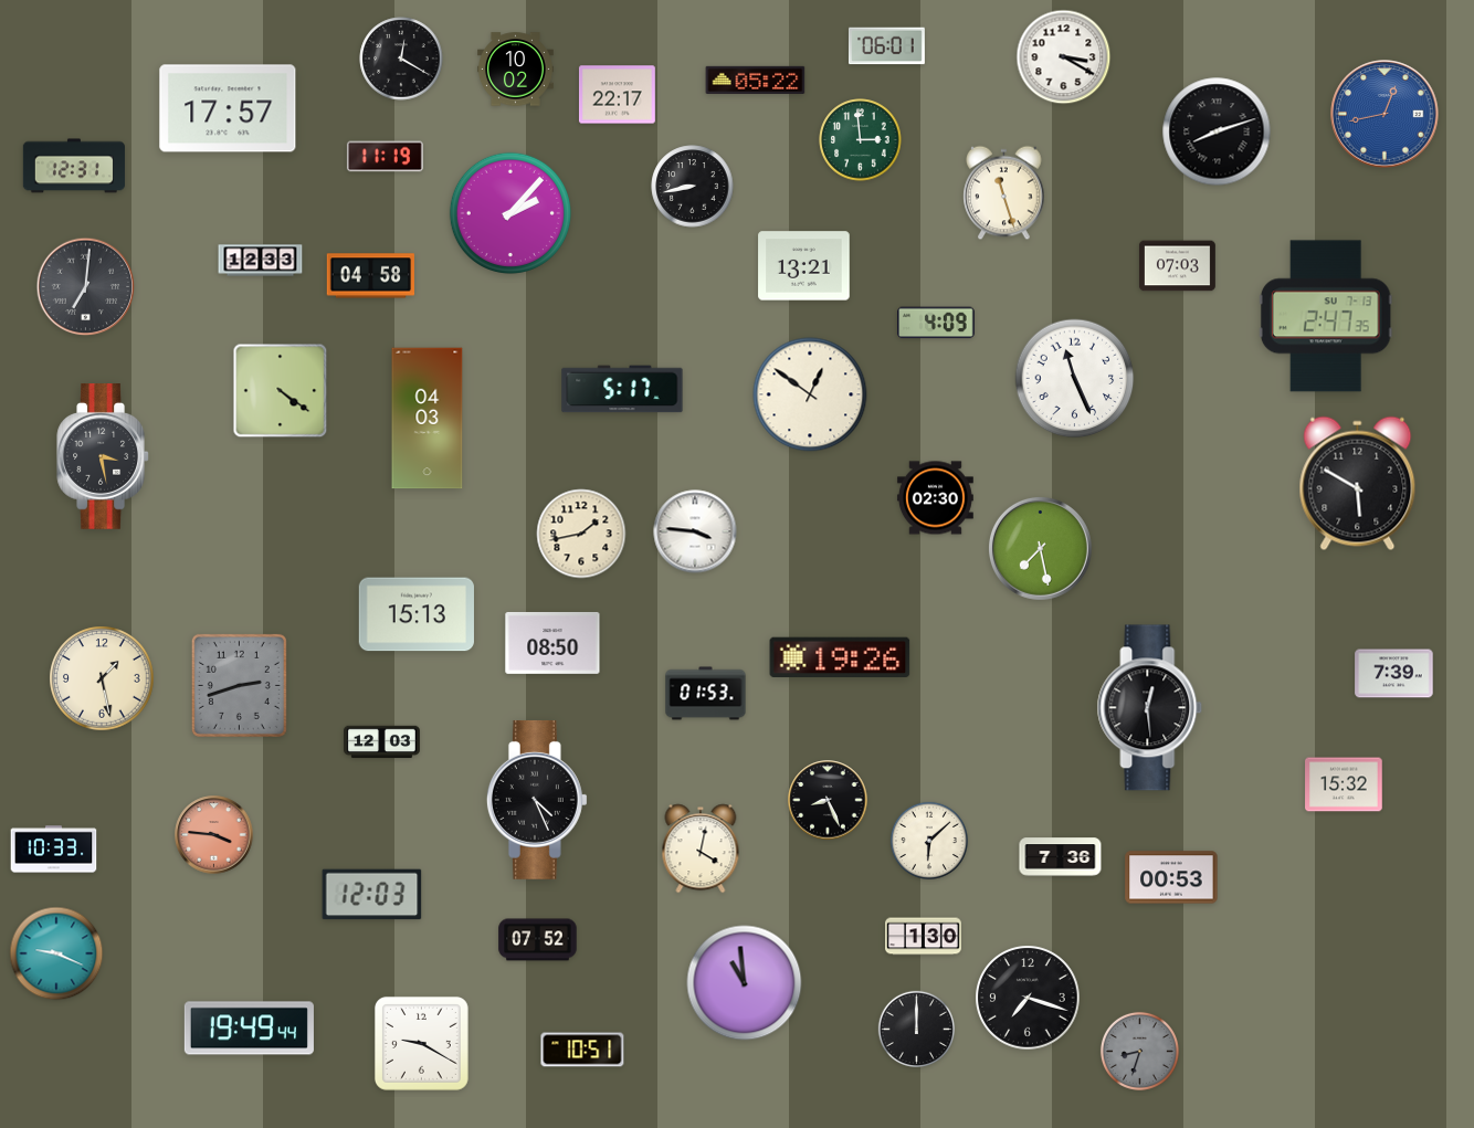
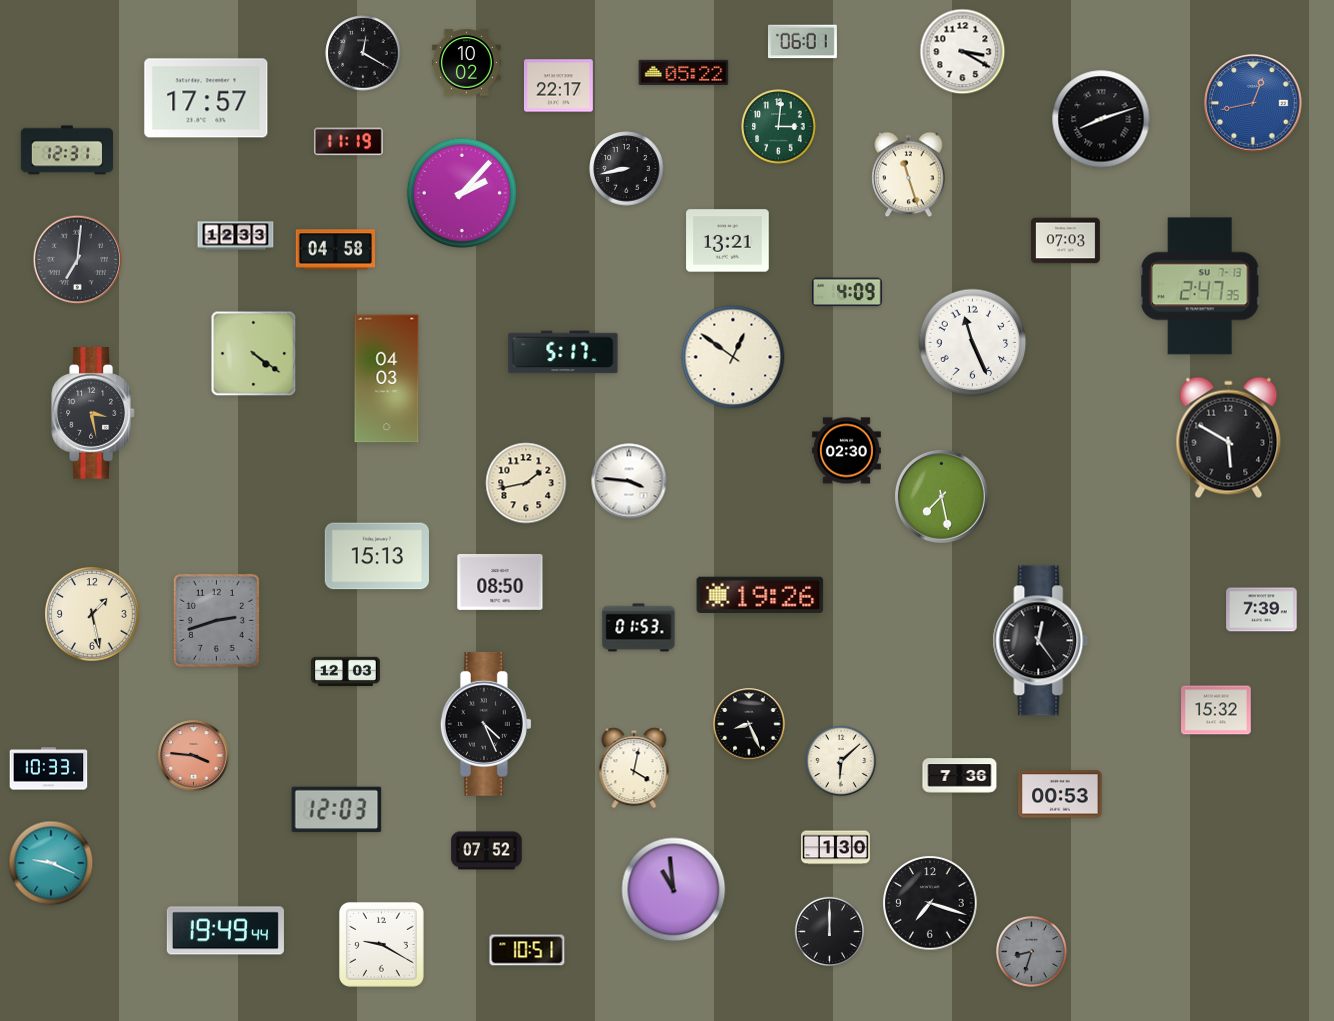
clock at (861, 140): 2:59 -> 3:01
clock at (1150, 708): 12:29 -> 12:24
